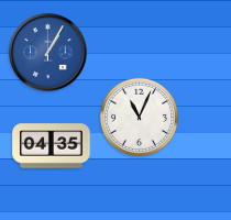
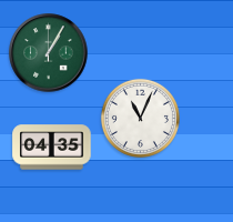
clock at (48, 53) dial: blue -> green
